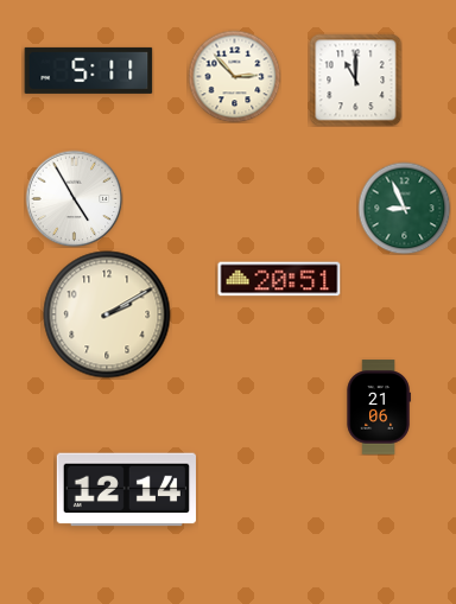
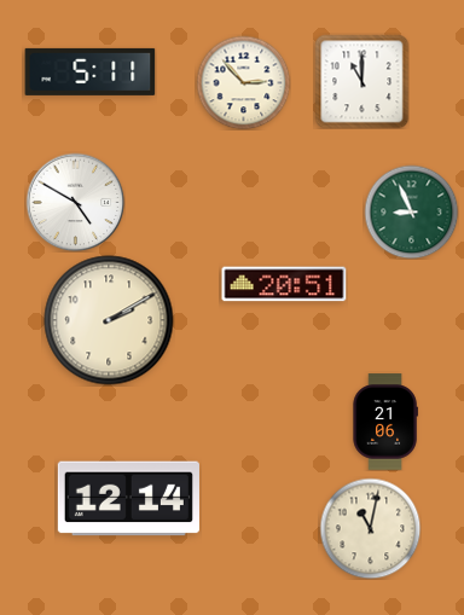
clock at (234, 76) position: (234, 76) -> (243, 82)
clock at (74, 198): 4:55 -> 4:50
clock at (379, 407) position: (379, 407) -> (385, 422)
clock at (370, 528): none -> 11:02
